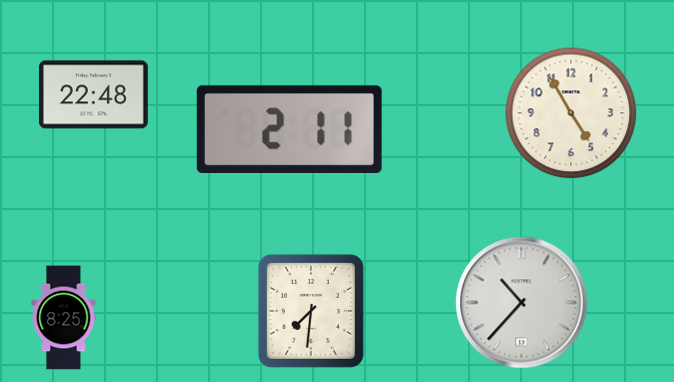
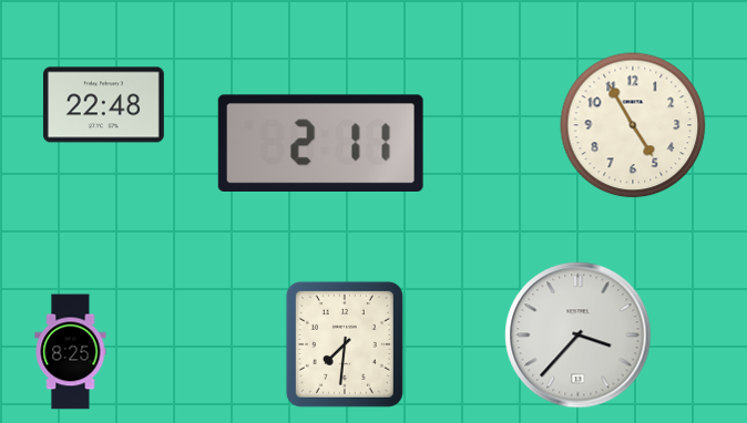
clock at (522, 303): 10:37 -> 3:37
